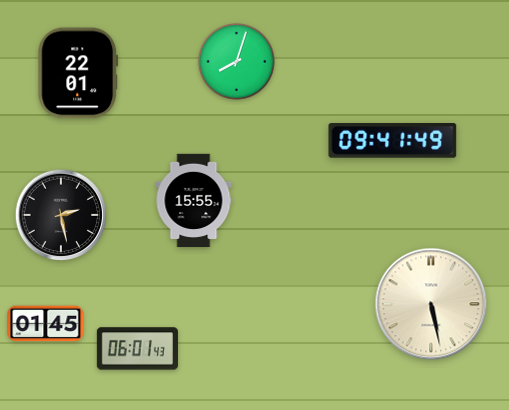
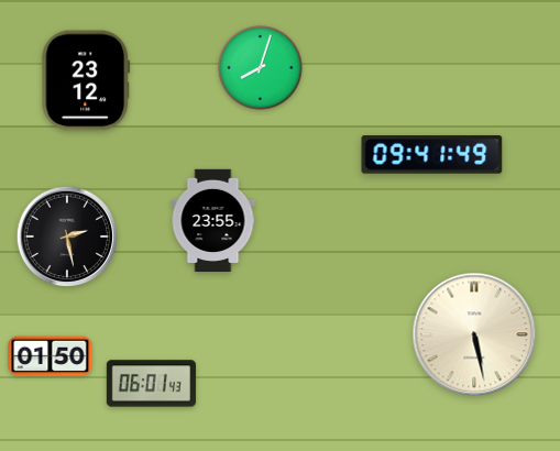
clock at (78, 73): 22:01 -> 23:12
clock at (194, 201): 15:55 -> 23:55
clock at (46, 324): 01:45 -> 01:50
